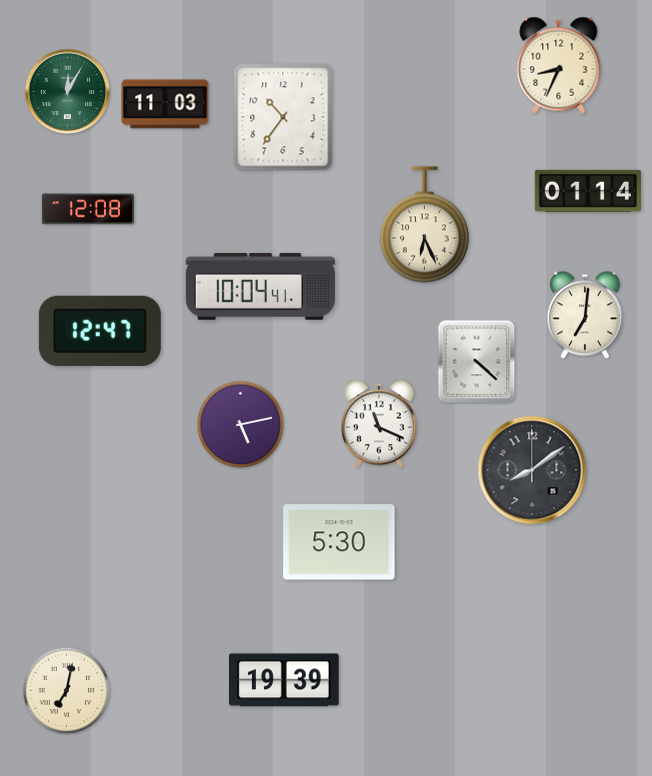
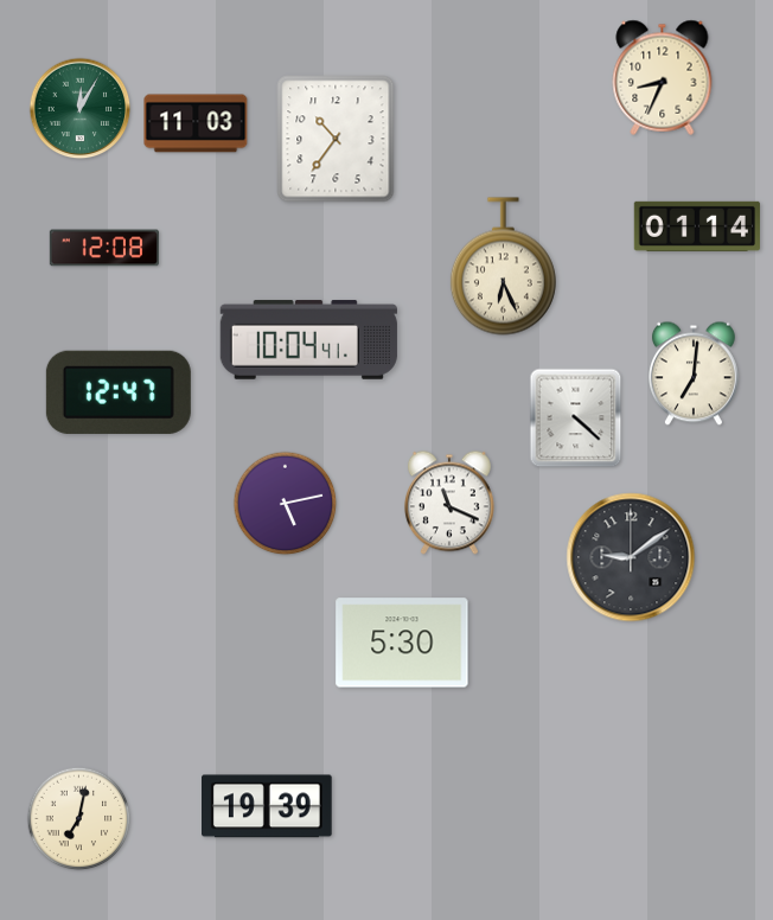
clock at (477, 362) position: (477, 362) -> (576, 419)
clock at (532, 470): 8:09 -> 9:09
clock at (285, 680) position: (285, 680) -> (268, 806)
